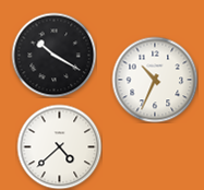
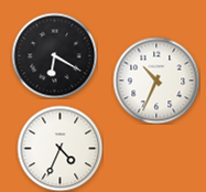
clock at (53, 55): 10:20 -> 6:20
clock at (59, 146): 4:38 -> 4:34
